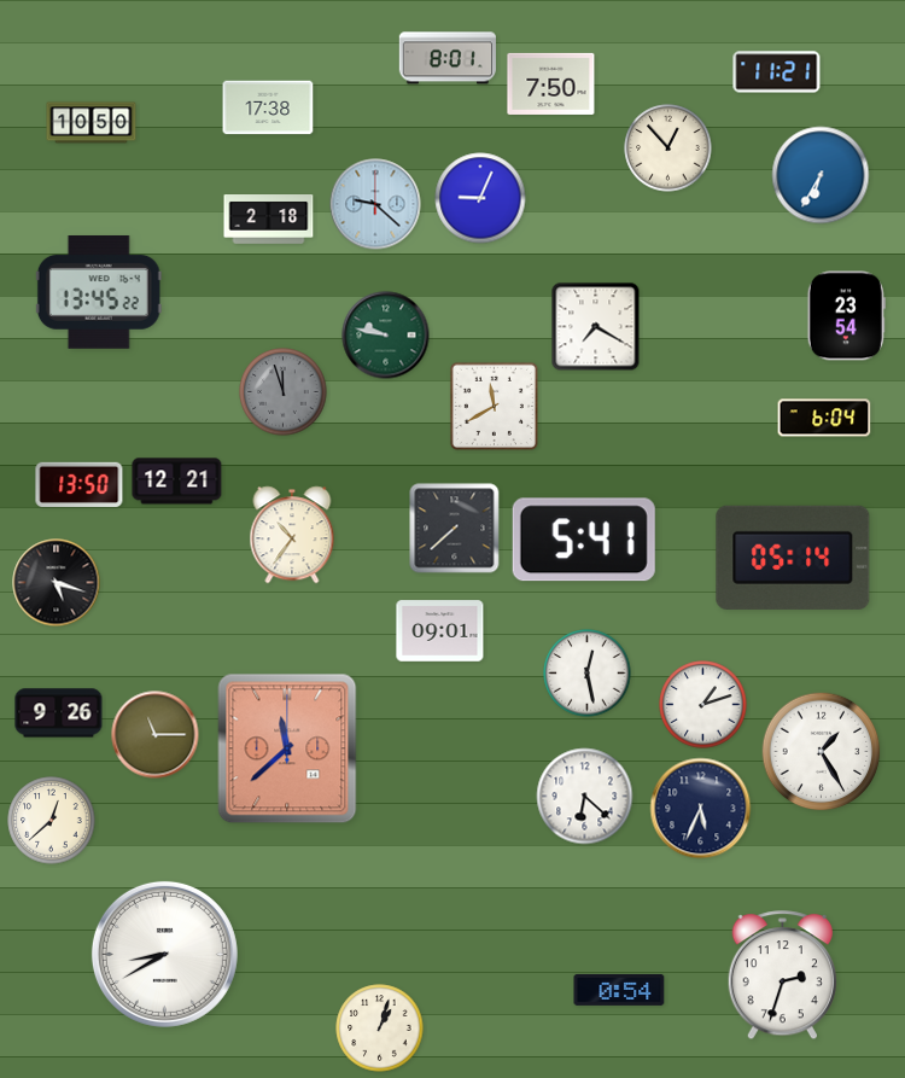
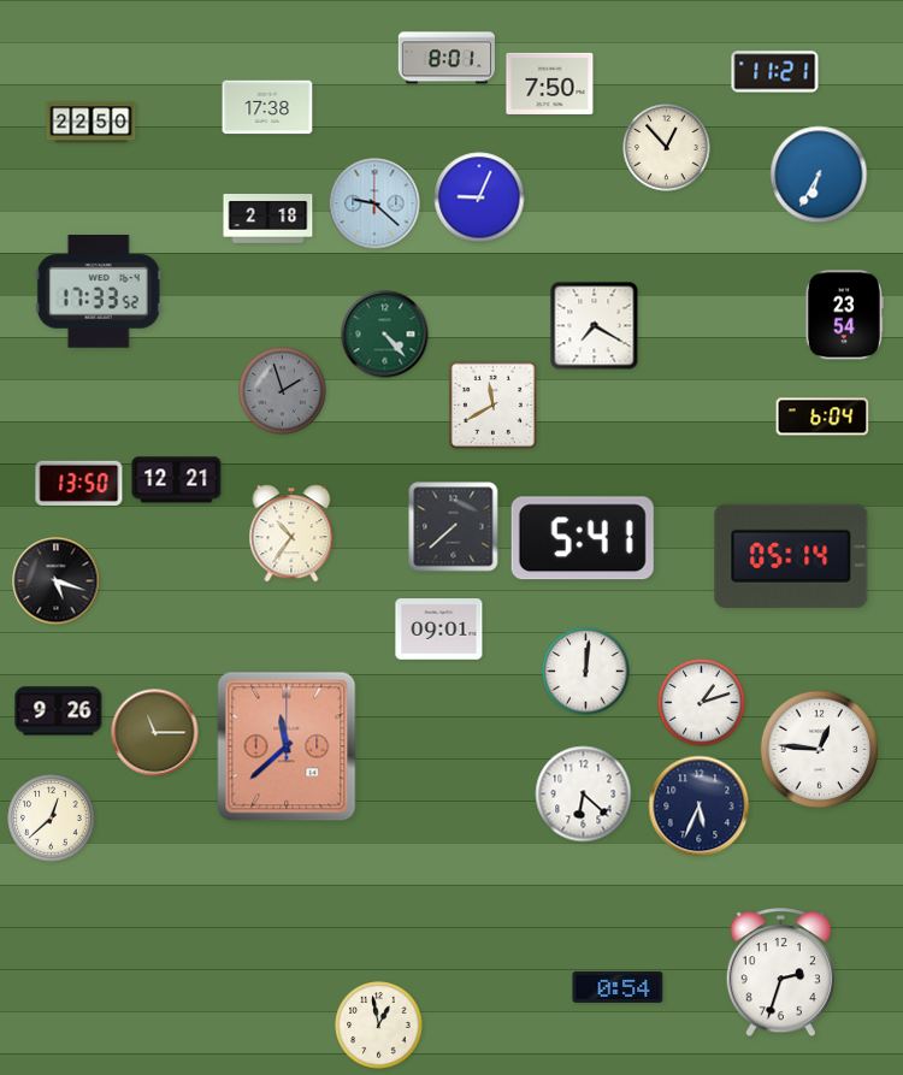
clock at (92, 123): 10:50 -> 22:50
clock at (99, 293): 13:45 -> 17:33
clock at (386, 336): 9:47 -> 4:23
clock at (284, 392): 11:57 -> 1:57
clock at (588, 674): 12:28 -> 12:01
clock at (822, 752): 1:25 -> 12:46
clock at (164, 954): 8:40 -> none
clock at (380, 1029): 1:03 -> 12:58
